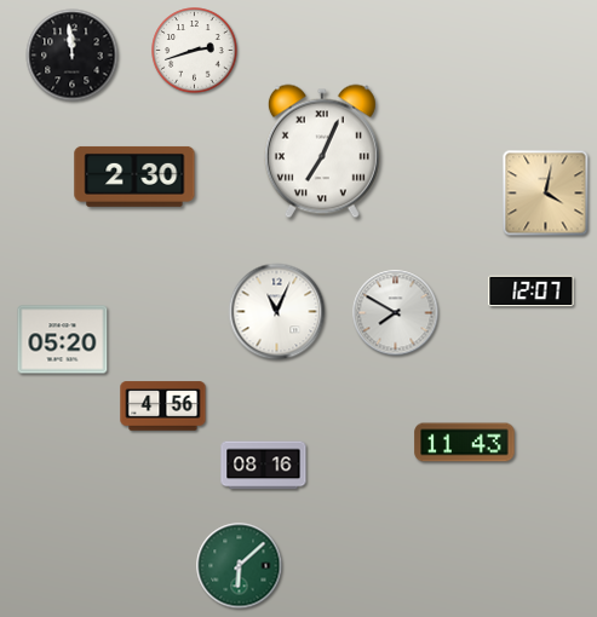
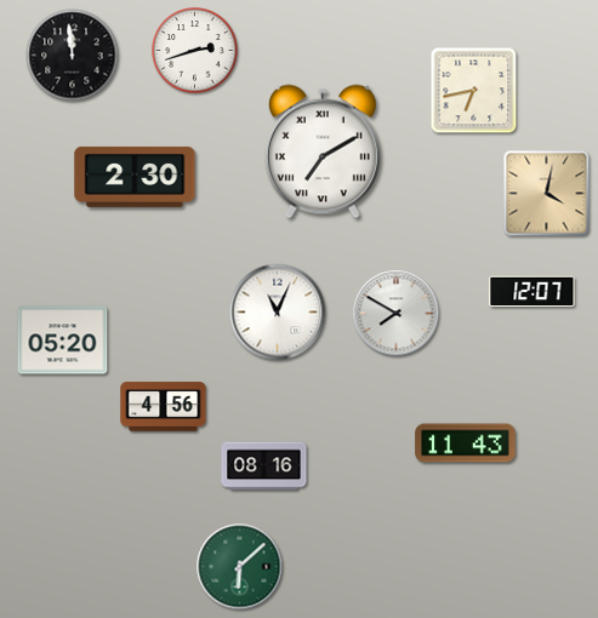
clock at (474, 91): none -> 6:43
clock at (322, 151): 7:04 -> 7:10
